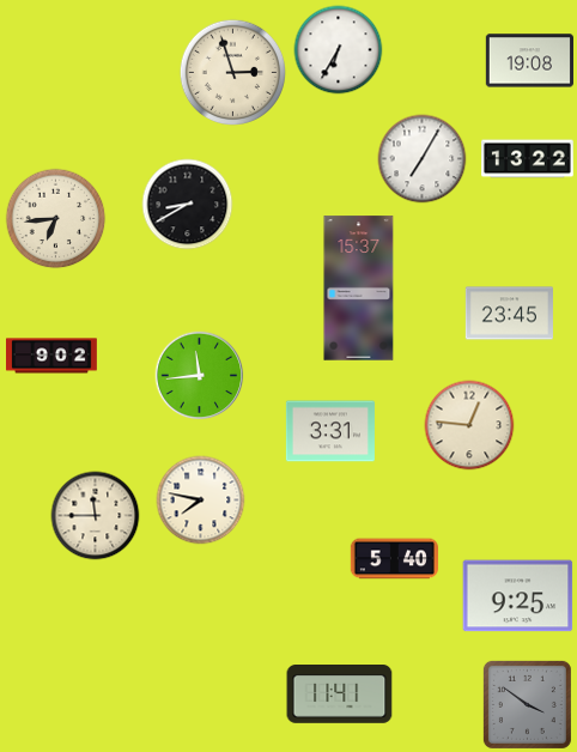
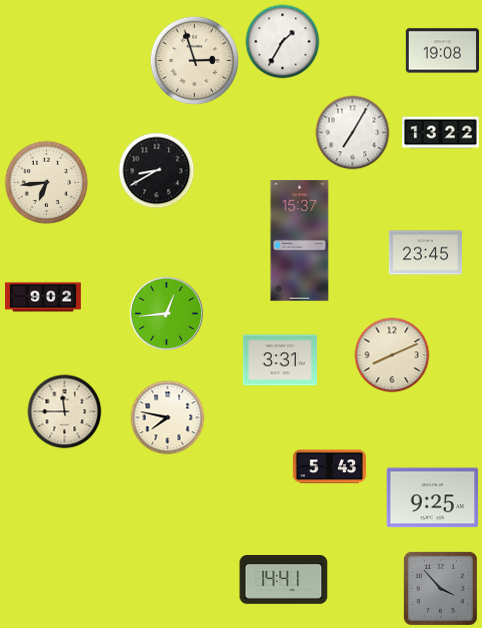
clock at (339, 50): 6:35 -> 1:35
clock at (509, 314) position: (509, 314) -> (425, 253)
clock at (200, 376): 11:44 -> 12:44
clock at (469, 425): 12:46 -> 8:11
clock at (330, 431) position: (330, 431) -> (280, 360)
clock at (96, 516) position: (96, 516) -> (65, 412)
clock at (394, 559): 5:40 -> 5:43
clock at (340, 695): 11:41 -> 14:41
clock at (527, 704): 3:51 -> 3:53
